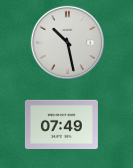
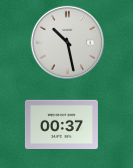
clock at (61, 124): 07:49 -> 00:37
